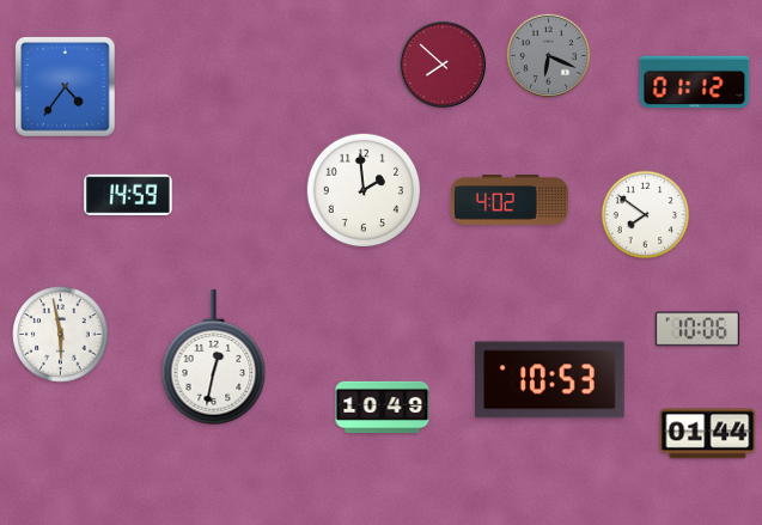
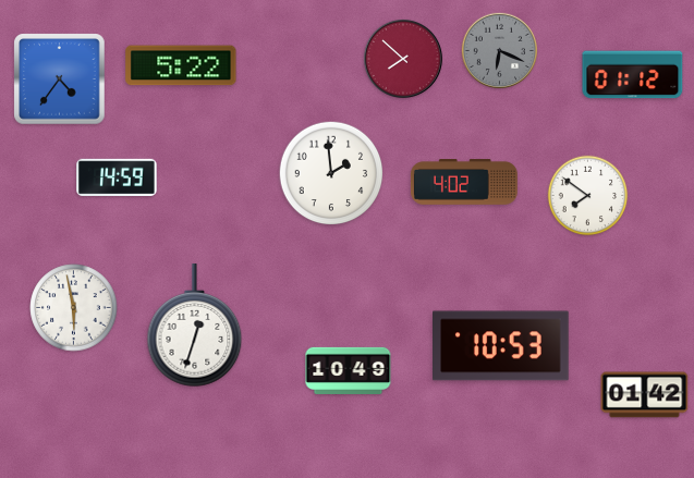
clock at (181, 65): none -> 5:22
clock at (697, 329): 10:06 -> none
clock at (61, 335) position: (61, 335) -> (74, 308)
clock at (214, 358): 12:32 -> 12:33
clock at (708, 434): 01:44 -> 01:42
